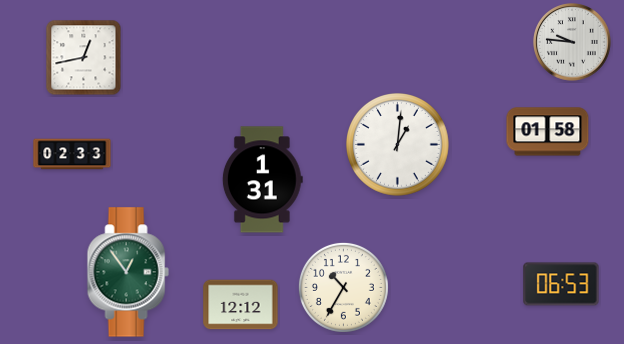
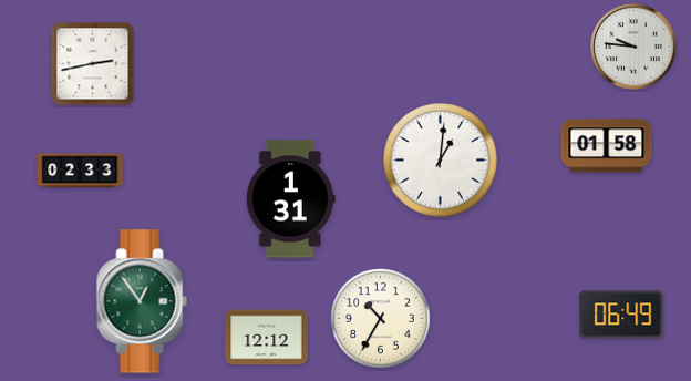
clock at (84, 58): 12:43 -> 2:43
clock at (561, 284): 06:53 -> 06:49
